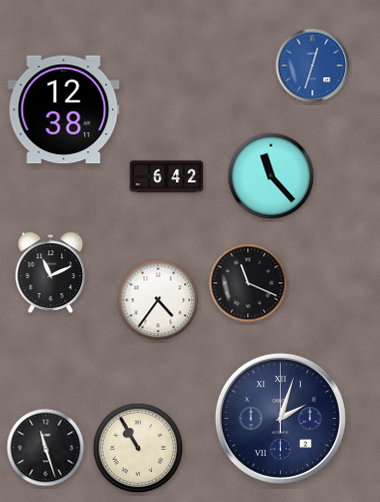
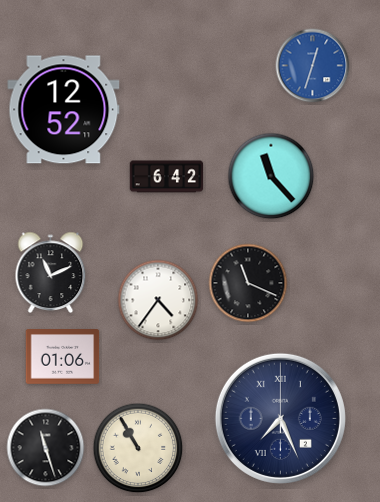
clock at (64, 110): 12:38 -> 12:52
clock at (63, 357): none -> 01:06
clock at (280, 418): 2:03 -> 7:26
